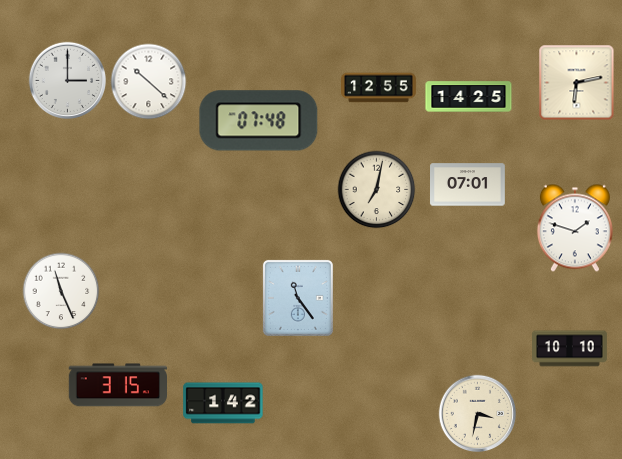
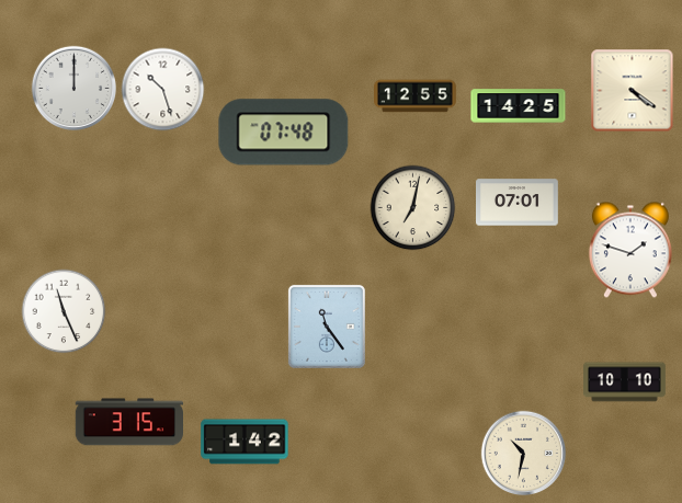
clock at (68, 81): 3:00 -> 12:00
clock at (149, 82): 10:22 -> 10:27
clock at (577, 83): 6:13 -> 4:21
clock at (469, 97) position: (469, 97) -> (519, 106)
clock at (468, 185) position: (468, 185) -> (518, 203)
clock at (61, 291) position: (61, 291) -> (64, 311)
clock at (478, 414): 3:32 -> 10:32
